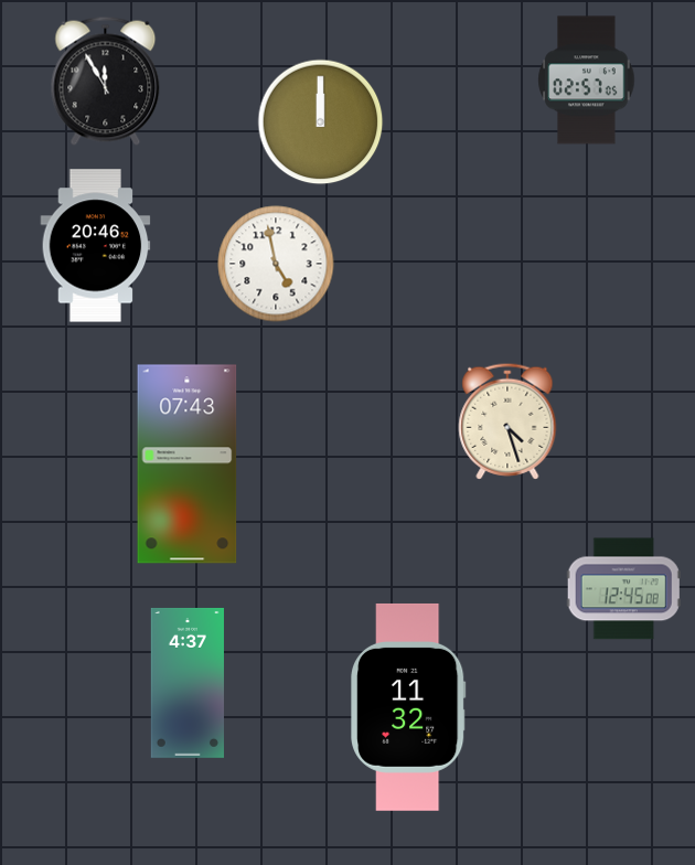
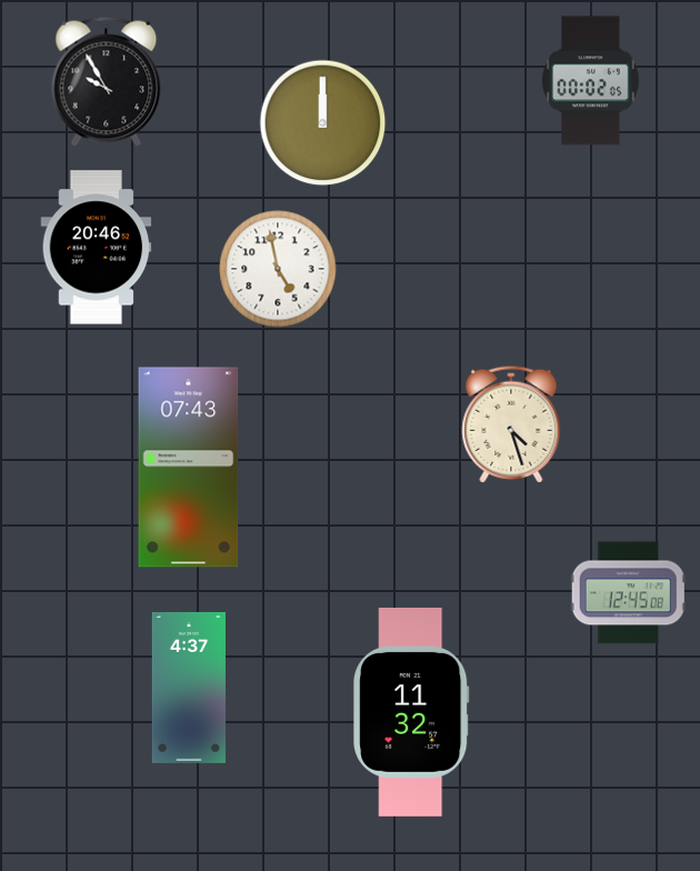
clock at (106, 81): 11:55 -> 9:55
clock at (587, 81): 02:57 -> 00:02
clock at (276, 264) position: (276, 264) -> (278, 269)
